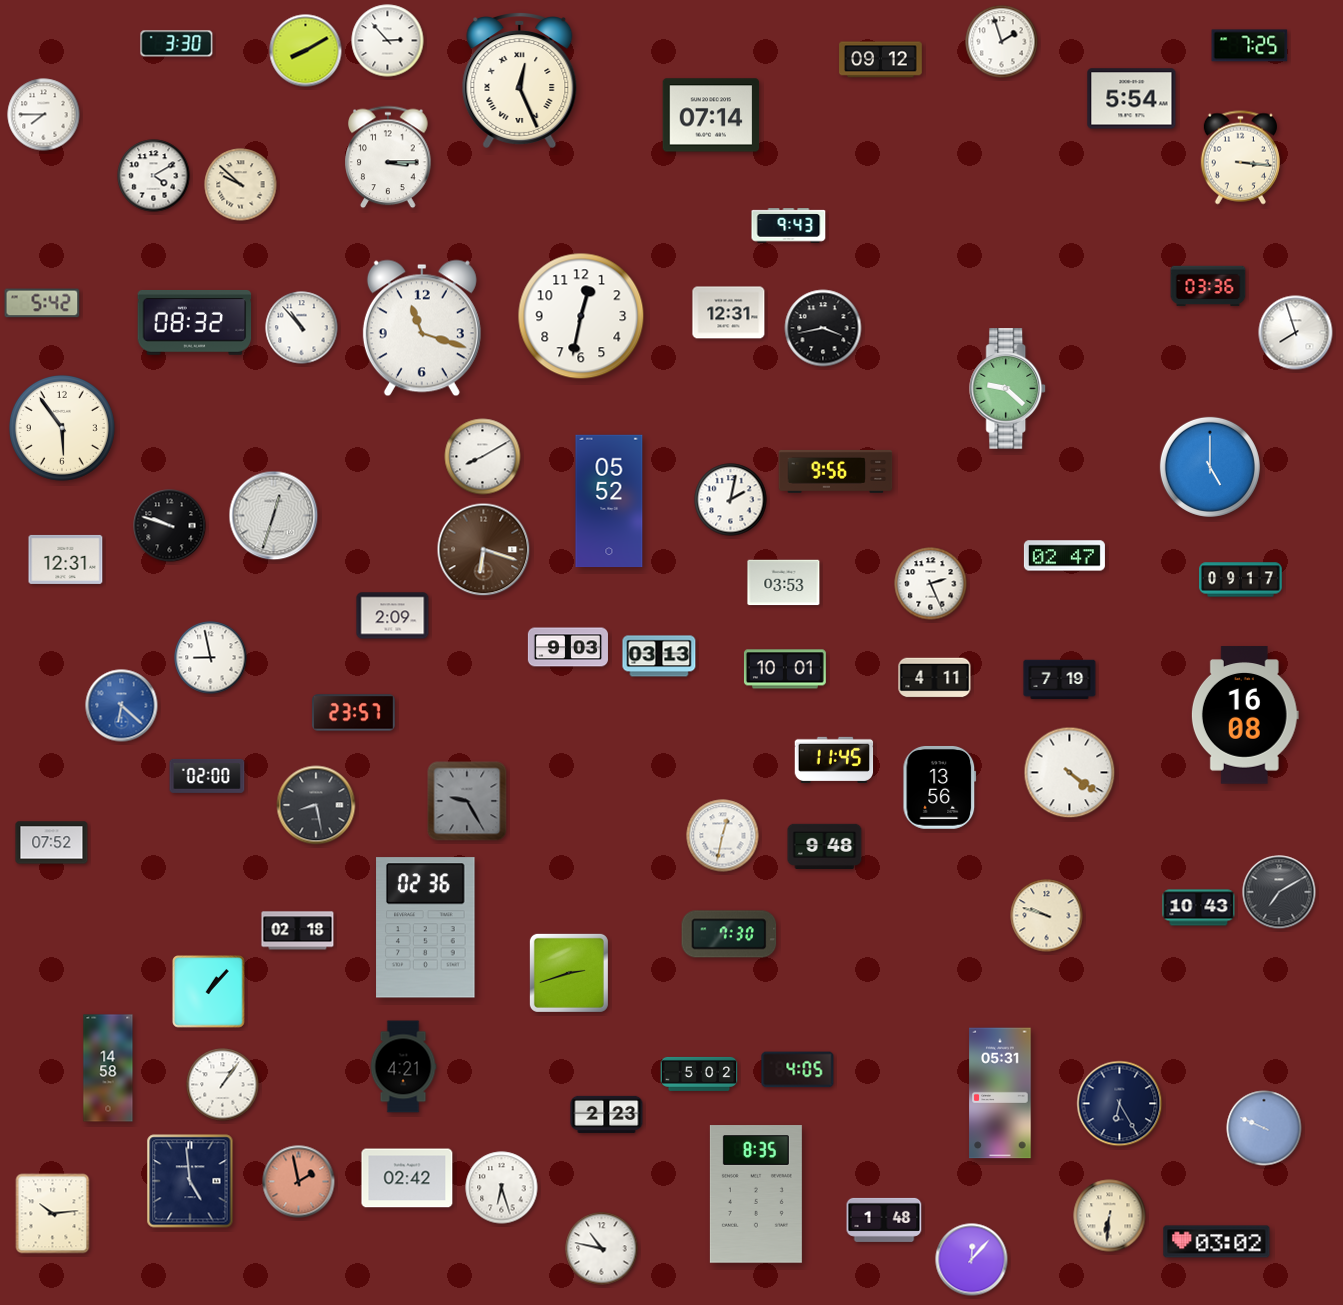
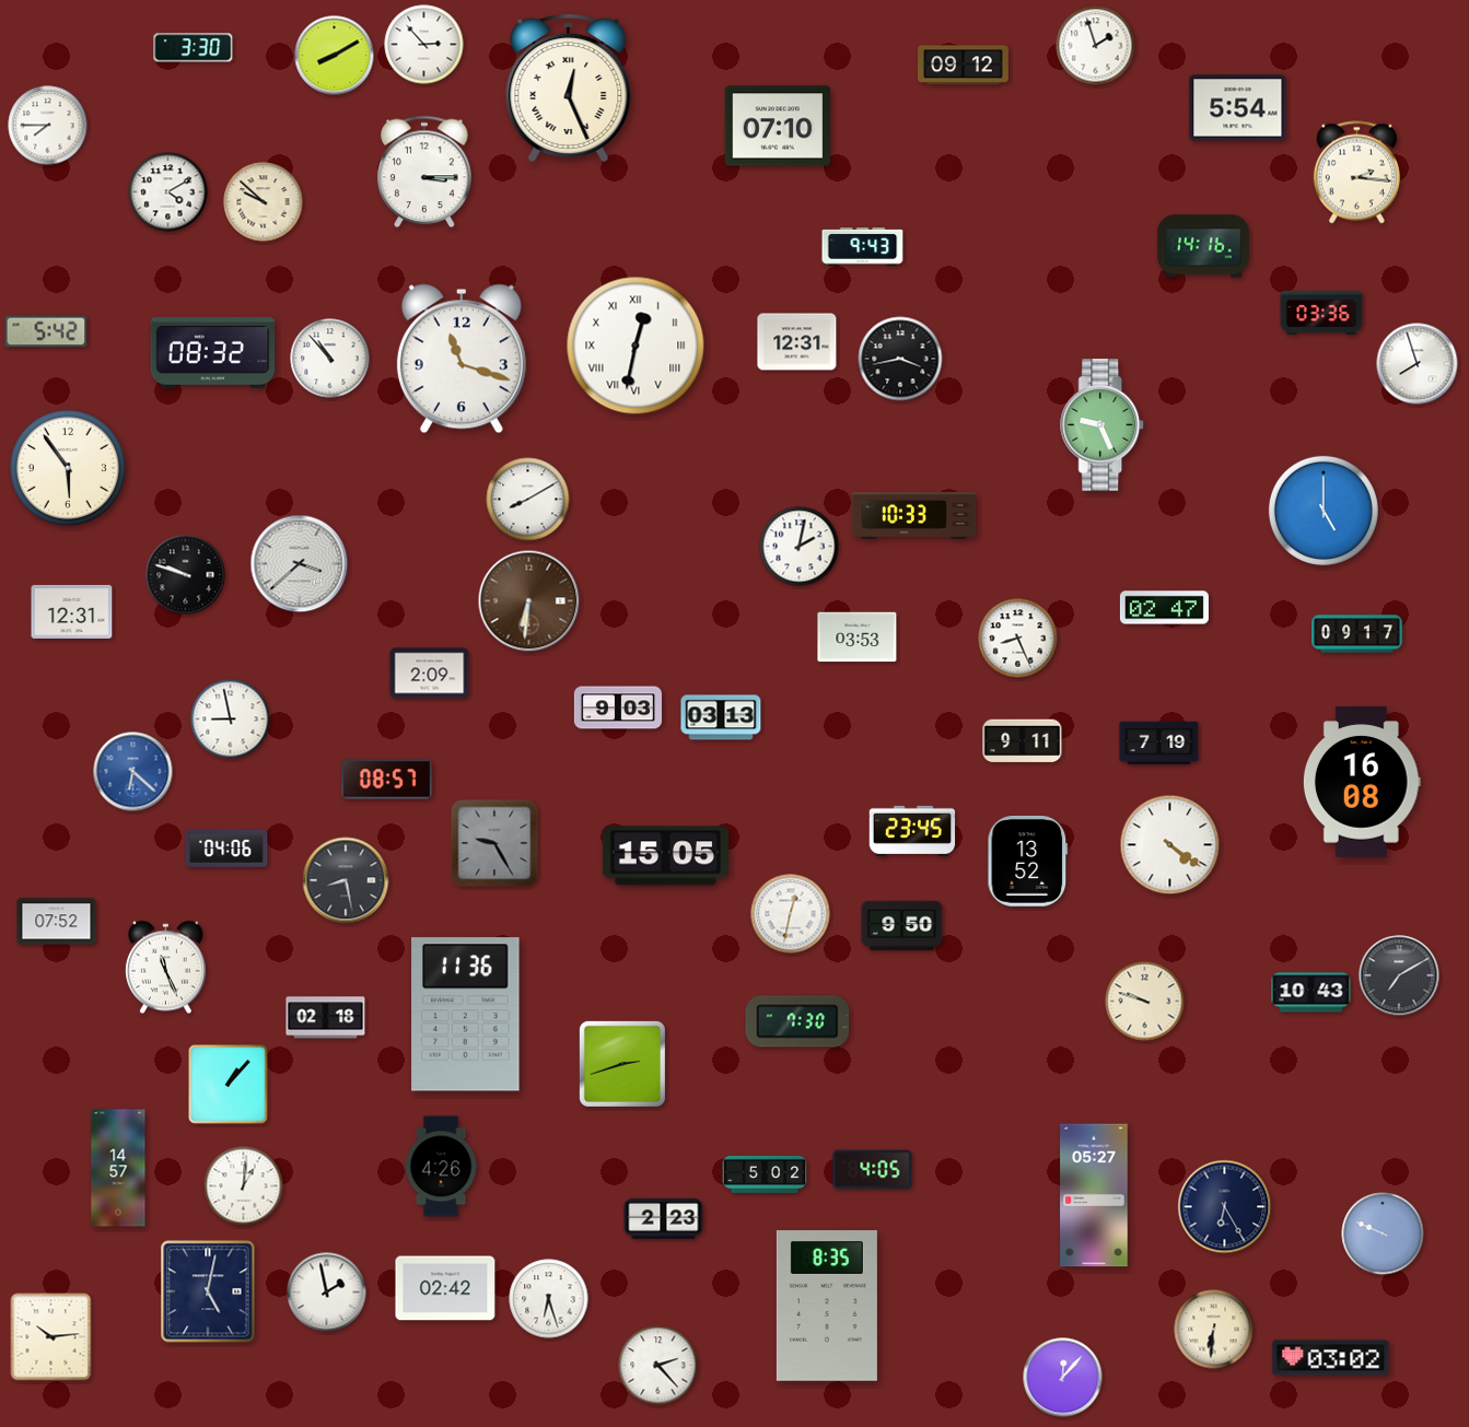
clock at (1250, 46): 7:25 -> none
clock at (711, 115): 07:14 -> 07:10
clock at (1240, 158): 3:16 -> 2:16
clock at (1203, 246): none -> 14:16
clock at (581, 316) numerals: Arabic -> Roman
clock at (1008, 389): 9:22 -> 9:26
clock at (836, 471): 9:56 -> 10:33
clock at (609, 501): 05:52 -> none
clock at (274, 516): 12:33 -> 3:38
clock at (484, 550): 6:18 -> 6:31
clock at (931, 584): 2:26 -> 8:26
clock at (568, 647) position: (568, 647) -> (618, 707)
clock at (785, 669): 10:01 -> none
clock at (935, 678): 4:11 -> 9:11
clock at (354, 713): 23:57 -> 08:57
clock at (834, 760): 11:45 -> 23:45
clock at (207, 776): 02:00 -> 04:06
clock at (665, 856): none -> 15:05
clock at (940, 787): 13:56 -> 13:52
clock at (467, 801) position: (467, 801) -> (494, 843)
clock at (825, 846): 9:48 -> 9:50
clock at (165, 968): none -> 11:26
clock at (426, 928): 02:36 -> 11:36
clock at (403, 1067): 4:21 -> 4:26
clock at (108, 1068): 14:58 -> 14:57
clock at (223, 1085): 1:06 -> 1:01
clock at (1000, 1093): 05:31 -> 05:27
clock at (190, 1181): 4:59 -> 5:02
clock at (299, 1182) dial: salmon -> white
clock at (53, 1214) position: (53, 1214) -> (51, 1337)
clock at (884, 1220): 1:48 -> none
clock at (602, 1249): 10:47 -> 2:23
